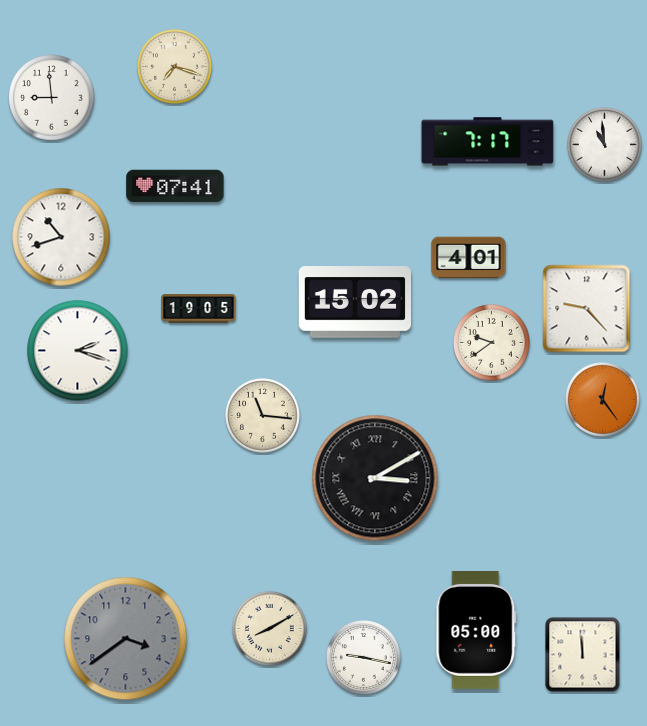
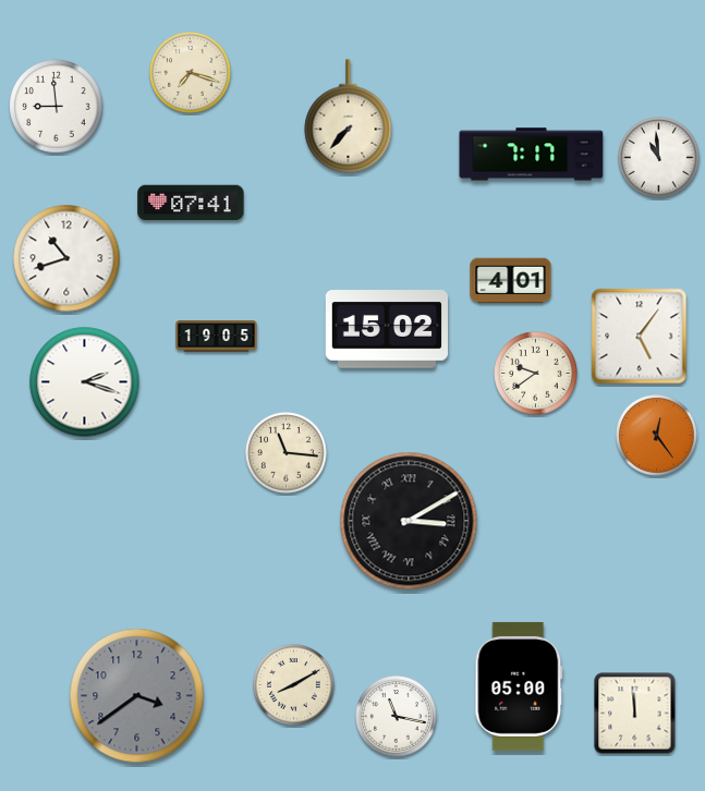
clock at (349, 117): none -> 7:37
clock at (587, 309): 9:23 -> 5:06
clock at (364, 658): 9:17 -> 11:17
